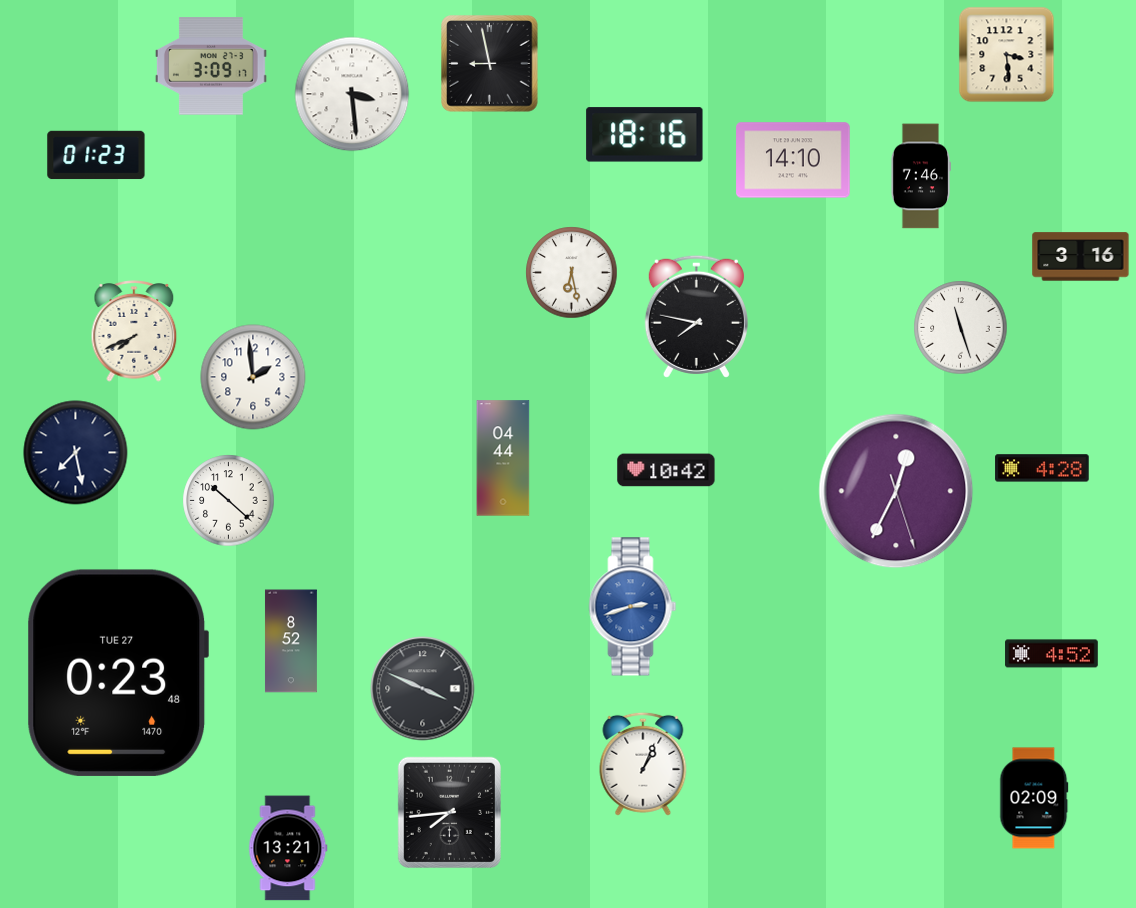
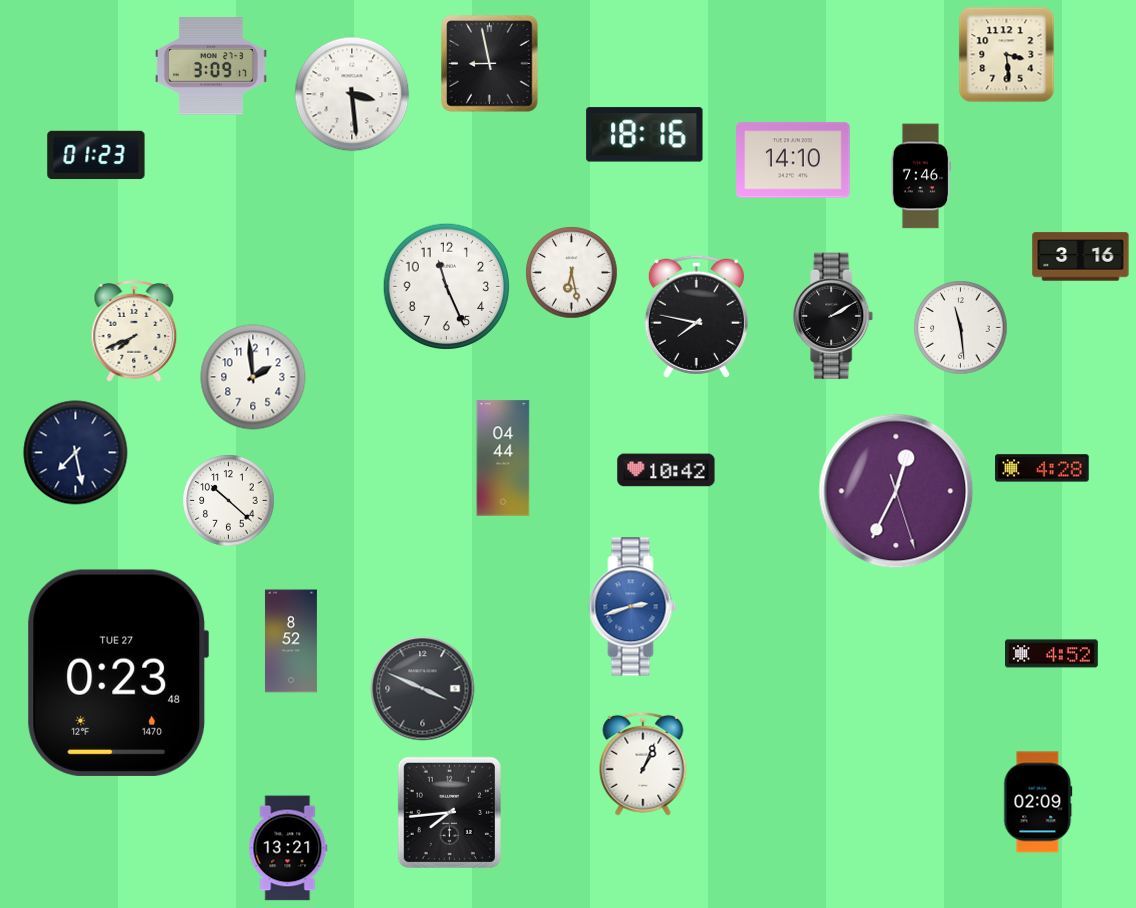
clock at (447, 287): none -> 11:26
clock at (834, 316): none -> 2:10
clock at (961, 328): 11:27 -> 11:29
clock at (1034, 798) position: (1034, 798) -> (1038, 802)
